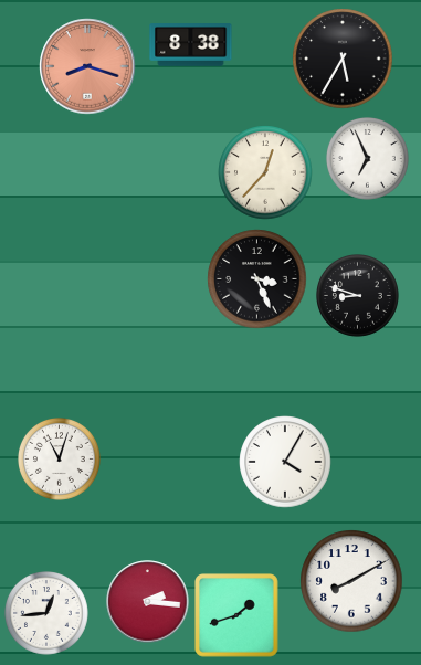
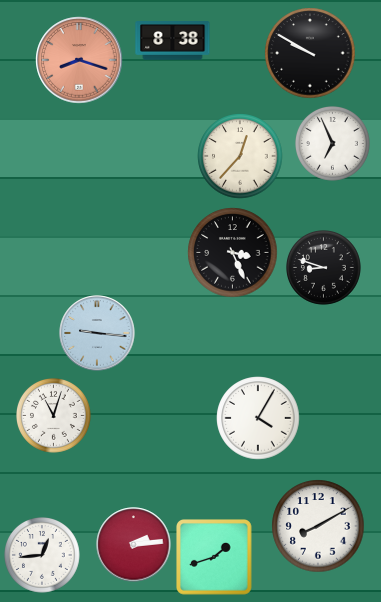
clock at (343, 59): 5:35 -> 9:50
clock at (97, 333): none -> 9:16
clock at (148, 602): 2:16 -> 2:14
